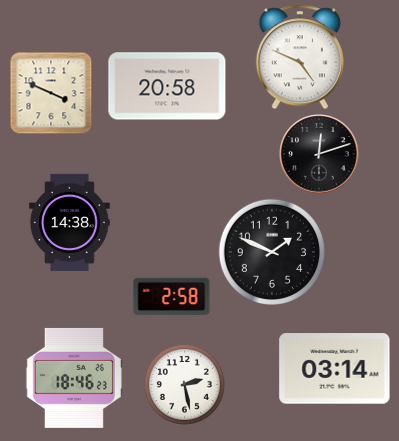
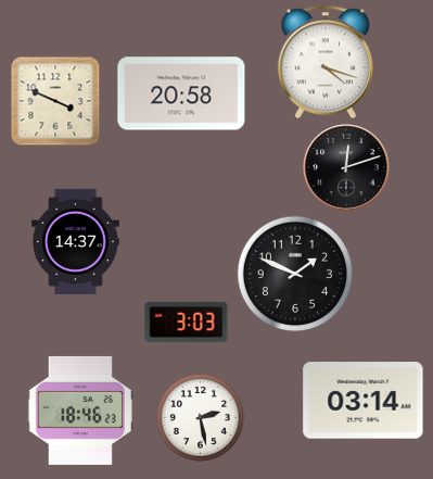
clock at (300, 57): 4:49 -> 4:18
clock at (70, 222): 14:38 -> 14:37
clock at (172, 297): 2:58 -> 3:03
